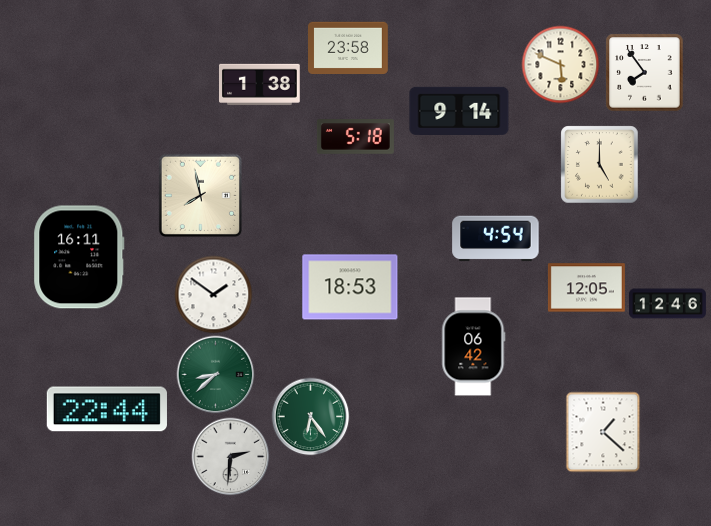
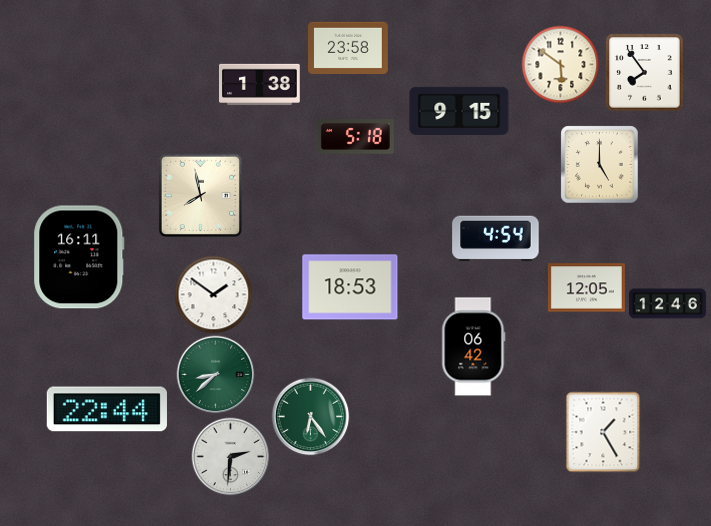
clock at (560, 64): 5:49 -> 5:51
clock at (459, 111): 9:14 -> 9:15
clock at (603, 432): 1:22 -> 1:25
